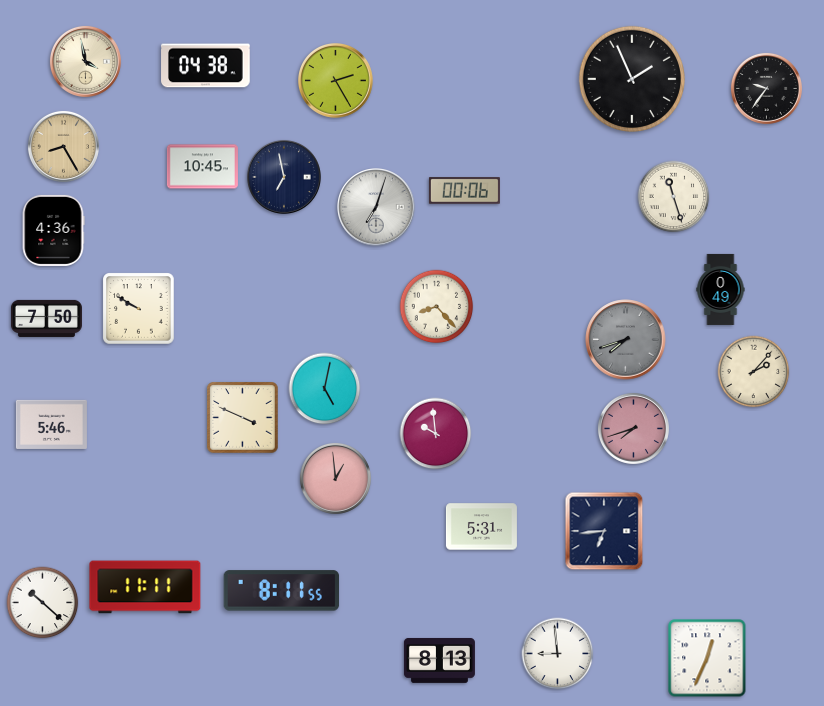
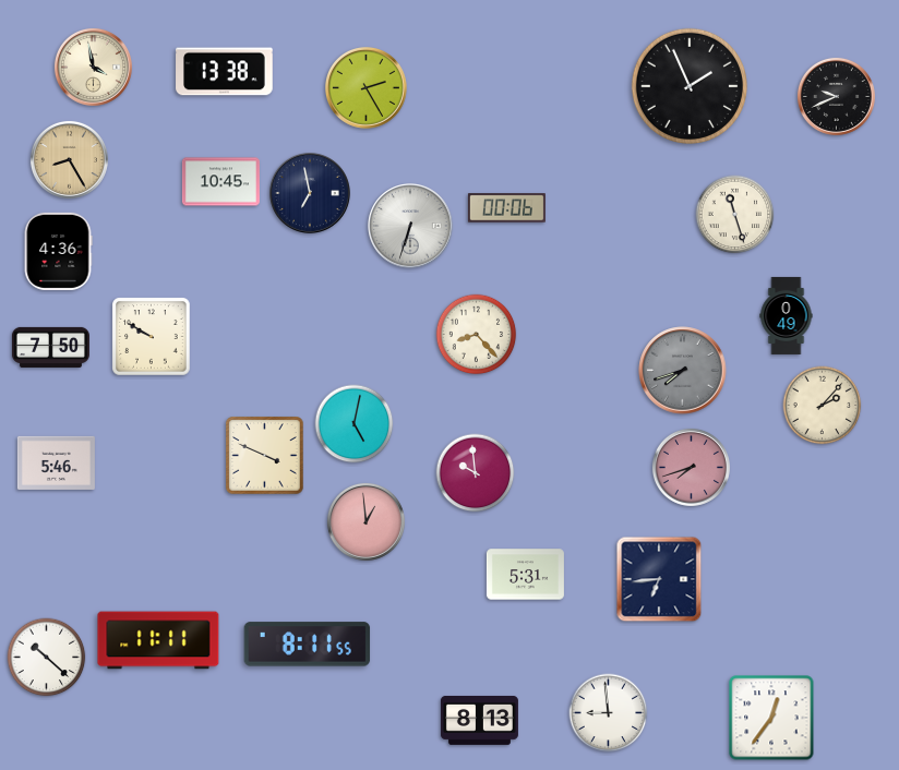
clock at (206, 66): 04:38 -> 13:38
clock at (766, 88): 9:36 -> 9:41
clock at (376, 207): 7:03 -> 6:33
clock at (707, 658): 12:34 -> 12:36
